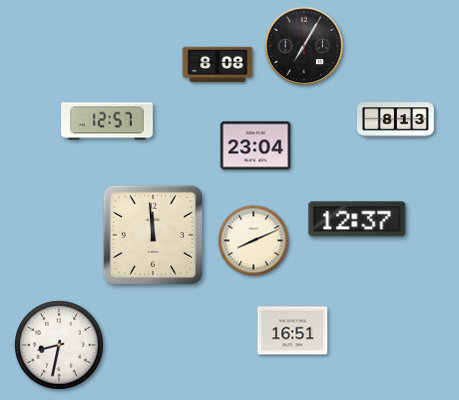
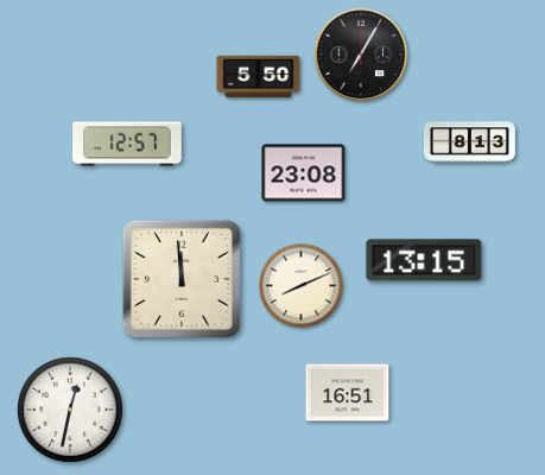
clock at (218, 65): 8:08 -> 5:50
clock at (256, 146): 23:04 -> 23:08
clock at (357, 219): 12:37 -> 13:15
clock at (59, 345): 8:32 -> 12:32
